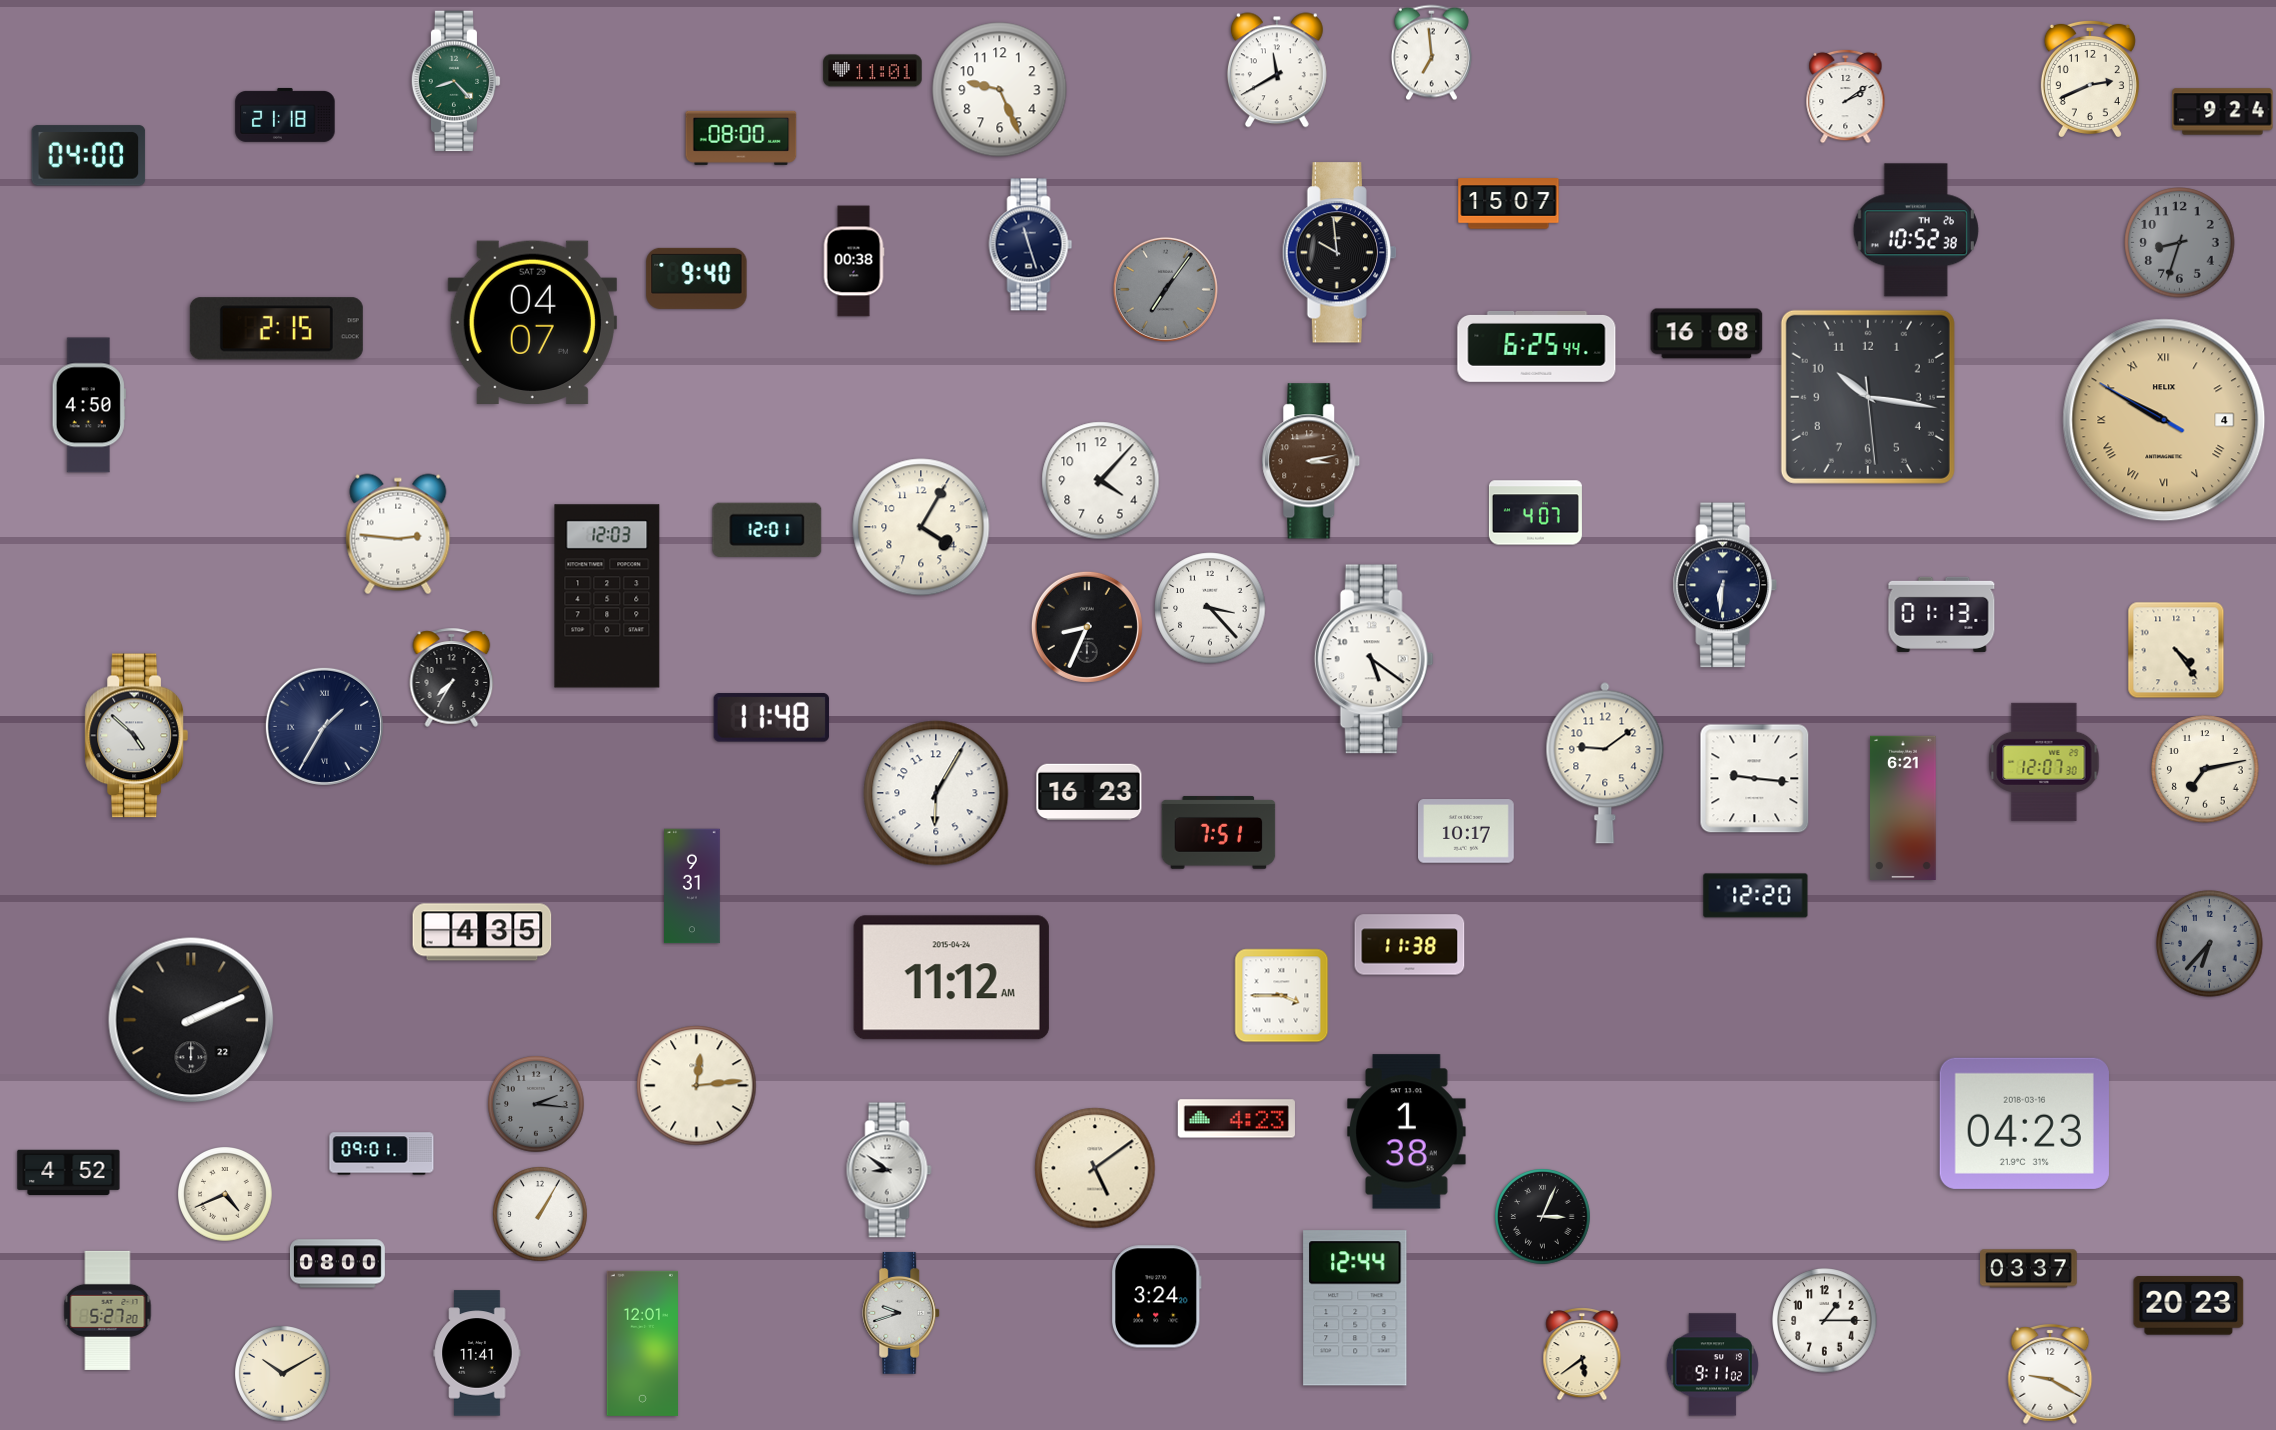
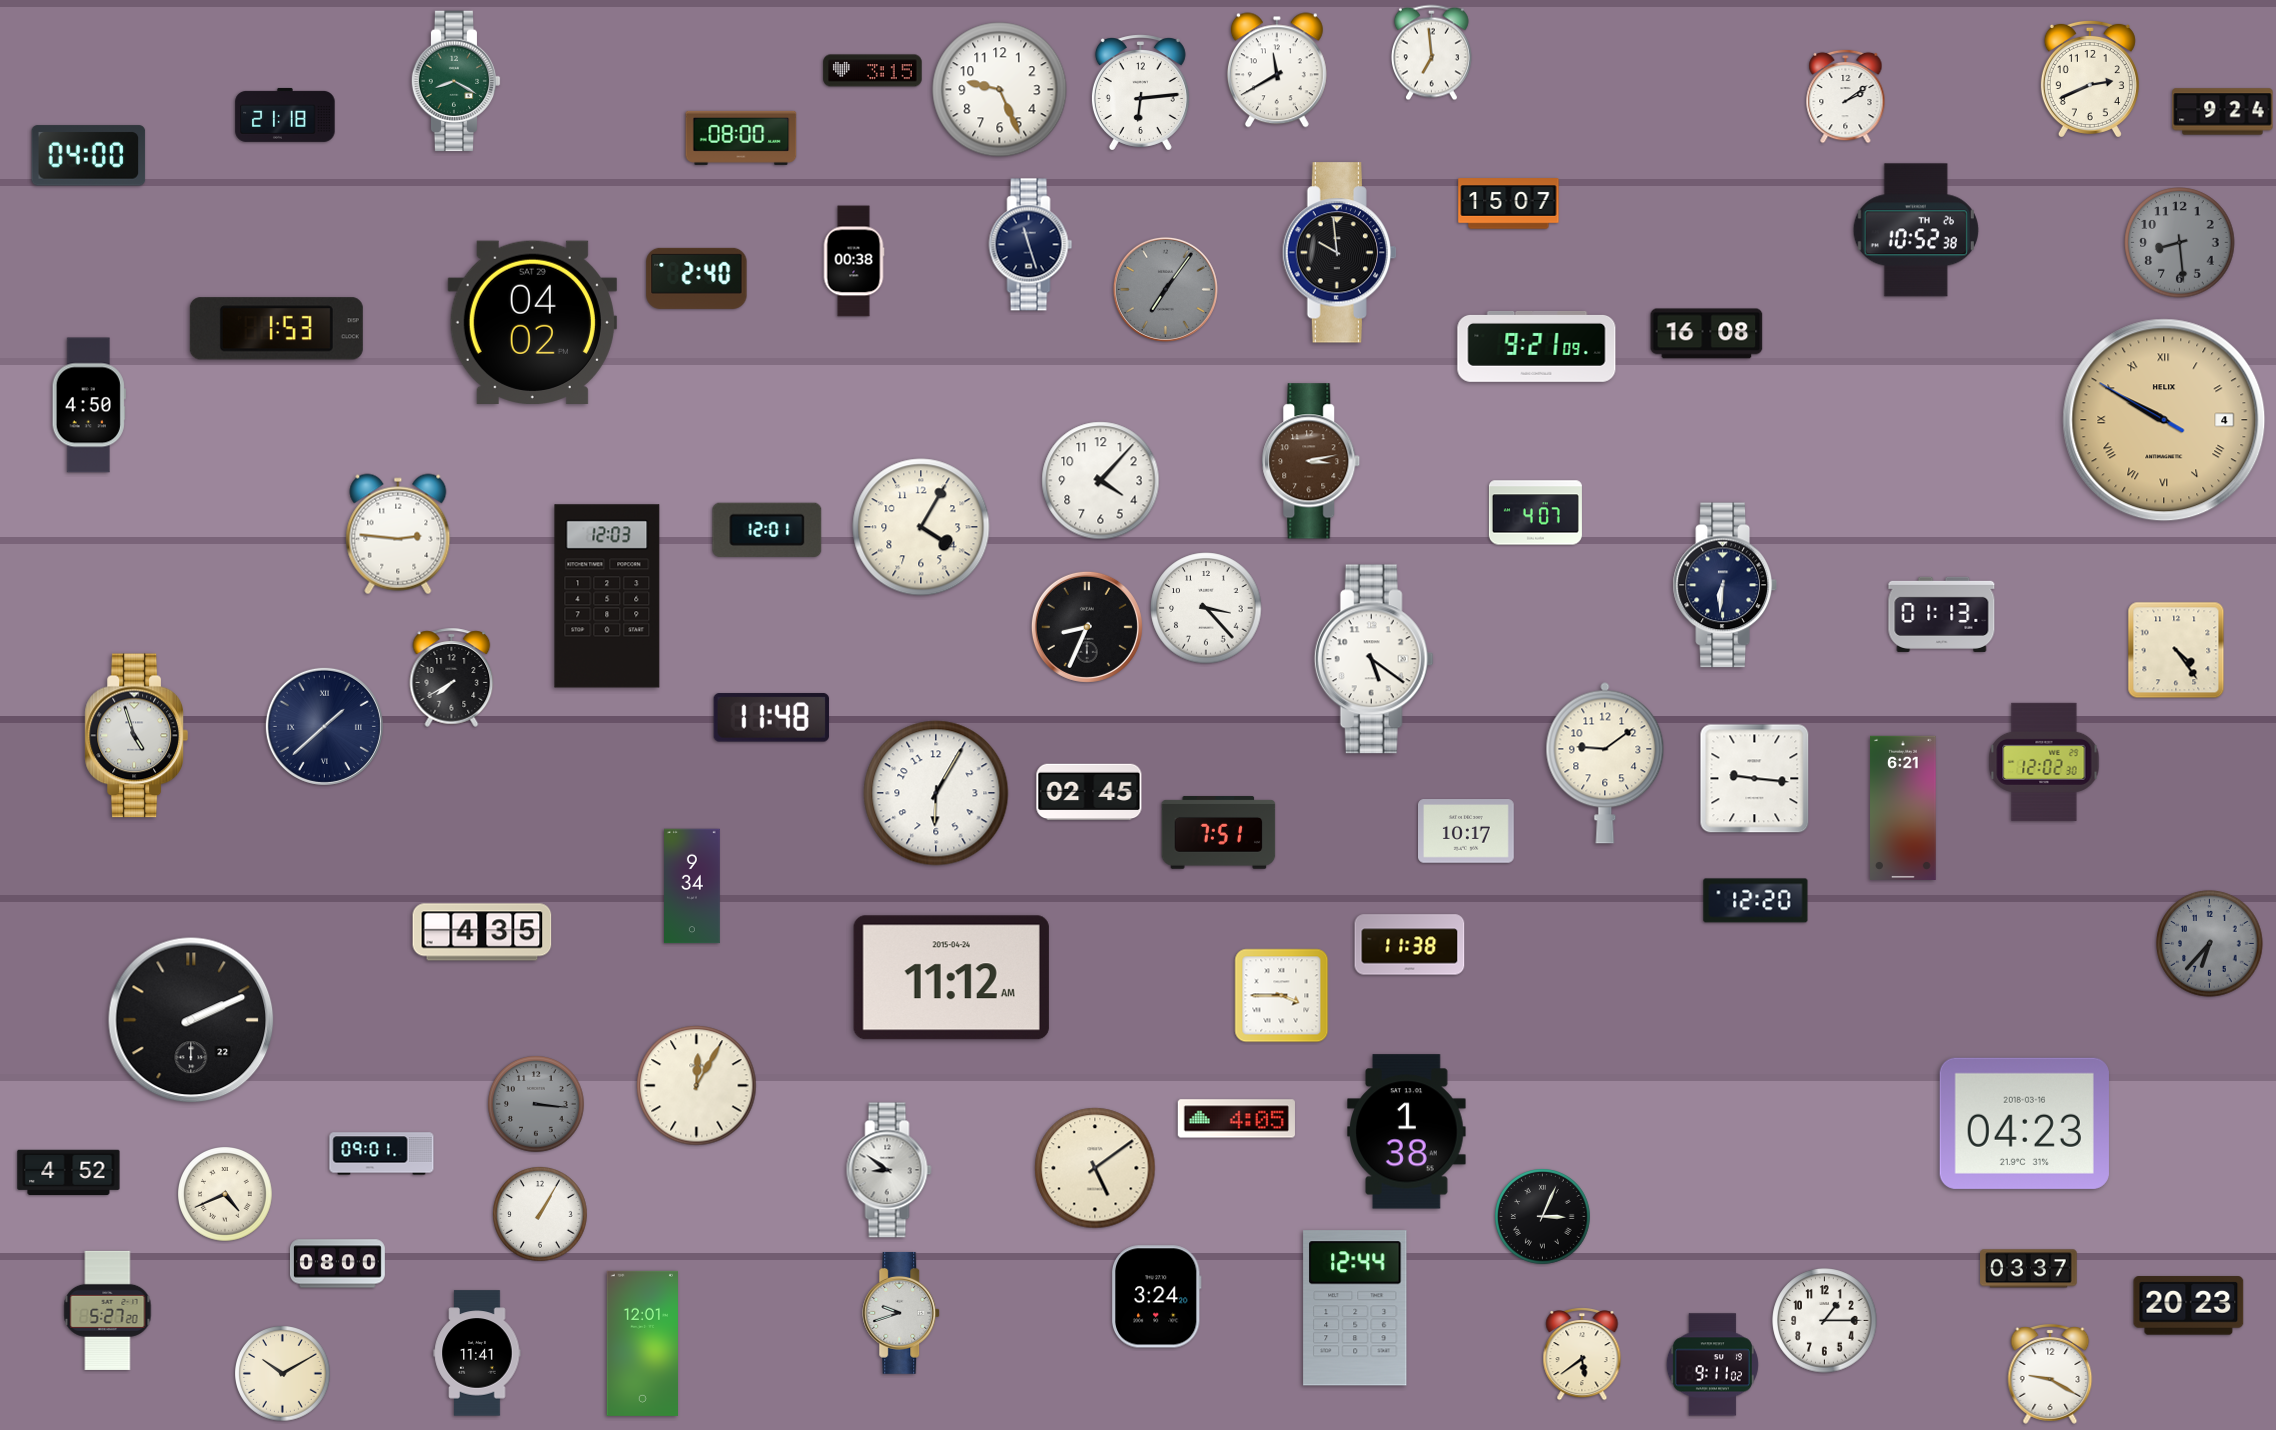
clock at (873, 71): 11:01 -> 3:15
clock at (456, 81): 8:23 -> 8:20
clock at (1140, 93): none -> 6:14
clock at (2180, 243): 8:33 -> 8:29
clock at (697, 278): 9:40 -> 2:40
clock at (532, 322): 04:07 -> 04:02
clock at (276, 329): 2:15 -> 1:53
clock at (1537, 346): 6:25 -> 9:21
clock at (1868, 397): 10:16 -> none
clock at (1210, 608) position: (1210, 608) -> (1206, 608)
clock at (452, 677): 7:35 -> 7:40
clock at (324, 726): 1:35 -> 1:38
clock at (136, 736): 4:52 -> 4:57
clock at (2044, 762): 12:07 -> 12:02
clock at (2205, 769): 7:13 -> none
clock at (1089, 792): 16:23 -> 02:45
clock at (693, 886): 9:31 -> 9:34
clock at (1756, 896) position: (1756, 896) -> (1756, 901)
clock at (697, 1086): 12:14 -> 12:05
clock at (536, 1104): 2:16 -> 3:16
clock at (1236, 1119): 4:23 -> 4:05
